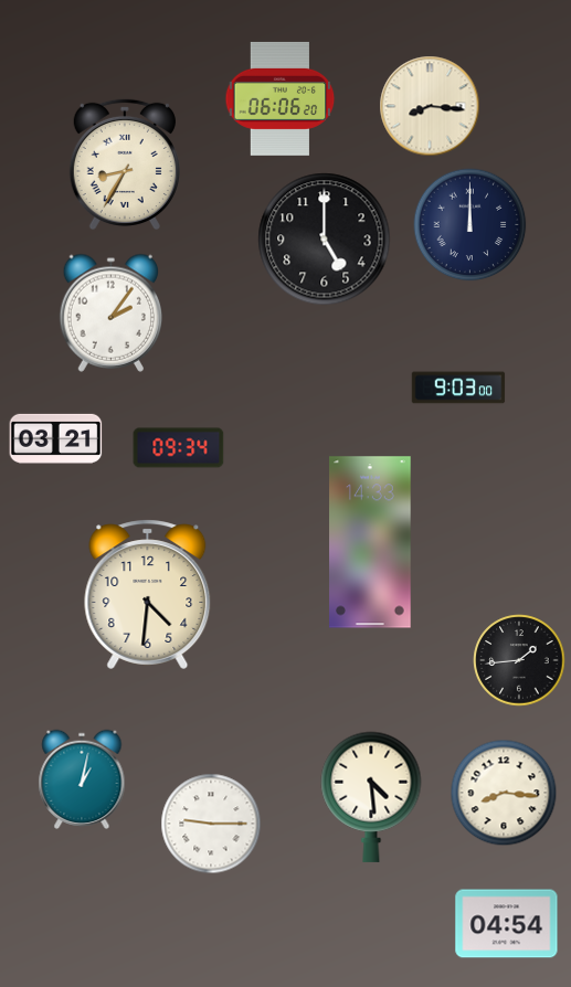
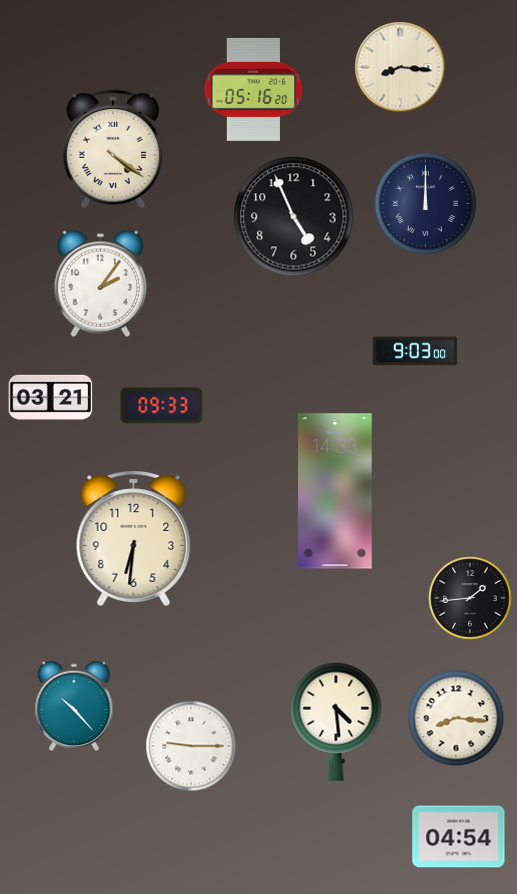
clock at (281, 98): 06:06 -> 05:16
clock at (430, 106) position: (430, 106) -> (400, 67)
clock at (125, 164): 8:35 -> 4:21
clock at (325, 240): 5:00 -> 4:56
clock at (179, 448): 09:34 -> 09:33
clock at (148, 594): 4:31 -> 6:31
clock at (82, 779): 1:02 -> 10:23
